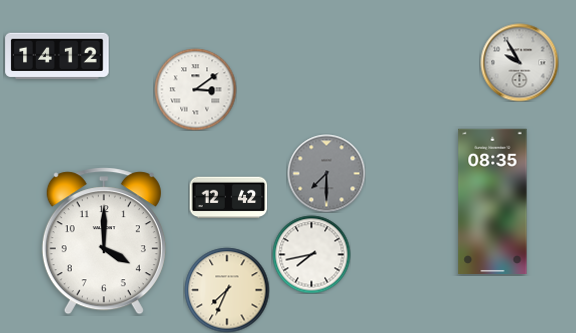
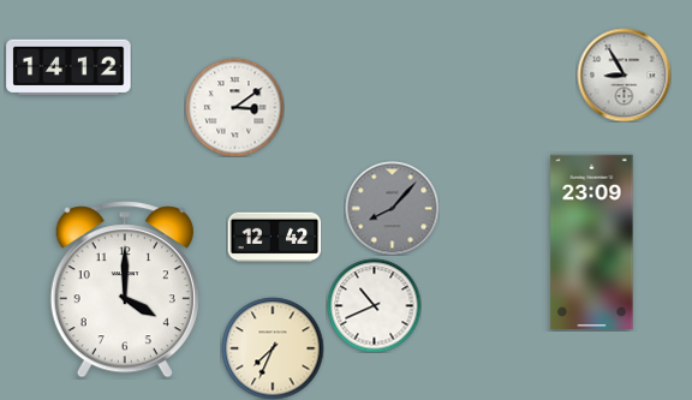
clock at (519, 62): 9:55 -> 8:55
clock at (326, 173): 7:30 -> 8:07
clock at (493, 202): 08:35 -> 23:09
clock at (311, 254): 7:43 -> 10:41
